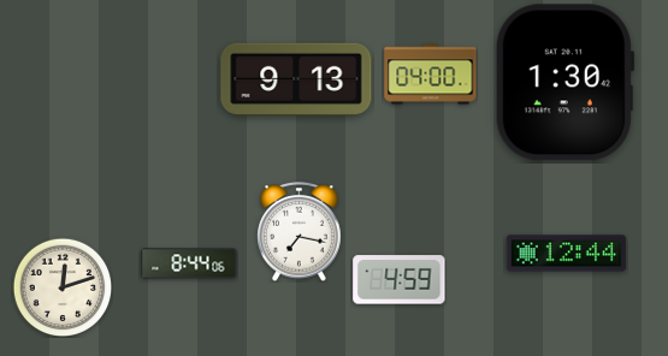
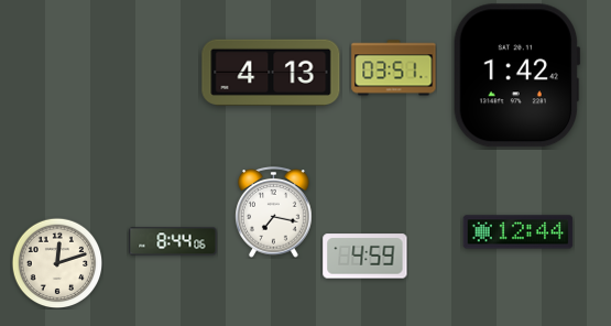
clock at (431, 75): 04:00 -> 03:51
clock at (296, 78): 9:13 -> 4:13
clock at (564, 83): 1:30 -> 1:42
